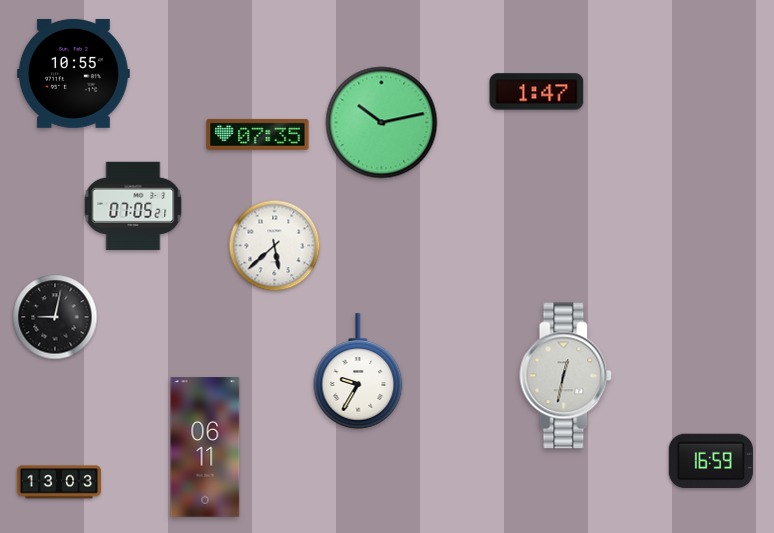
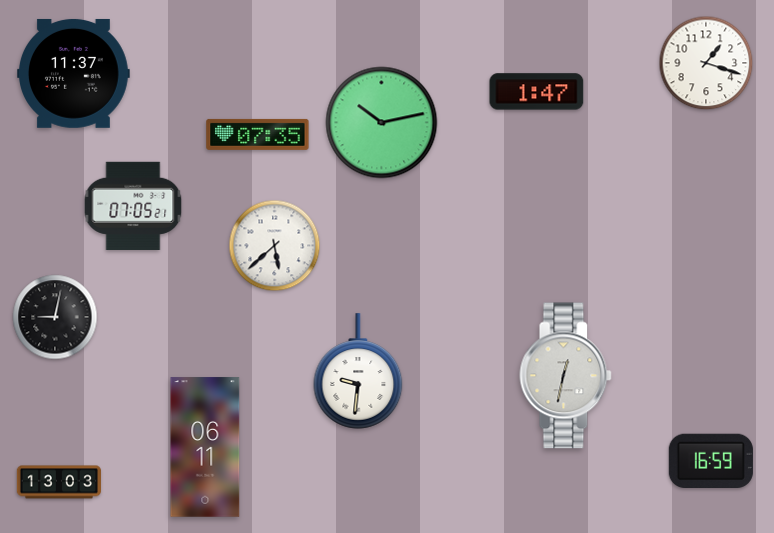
clock at (706, 63): none -> 1:18
clock at (74, 73): 10:55 -> 11:37
clock at (358, 371): 9:35 -> 9:31
